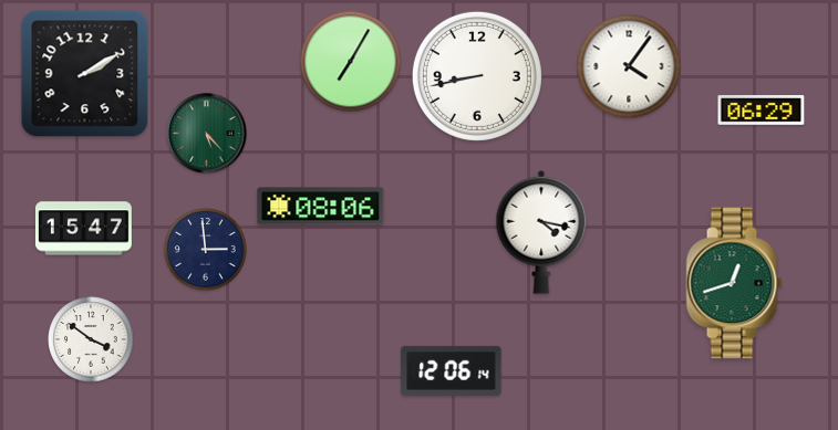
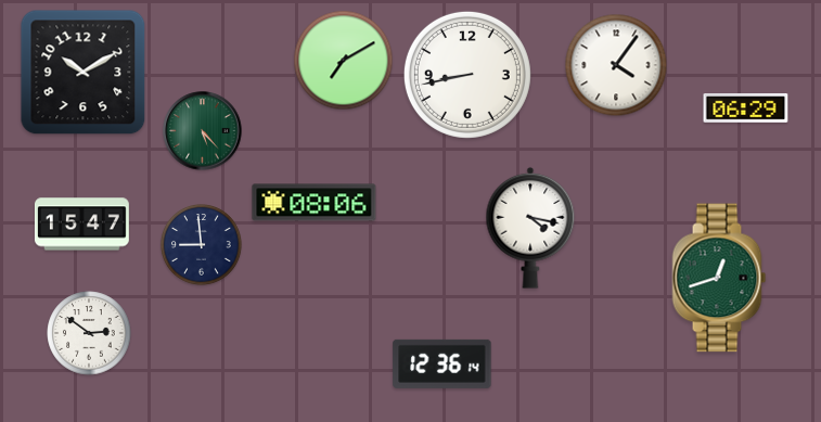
clock at (351, 62): 7:05 -> 7:10
clock at (85, 74): 2:10 -> 10:10
clock at (206, 250): 2:59 -> 8:59
clock at (91, 339): 3:51 -> 2:51
clock at (452, 370): 12:06 -> 12:36
